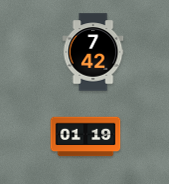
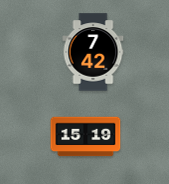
clock at (86, 137): 01:19 -> 15:19
